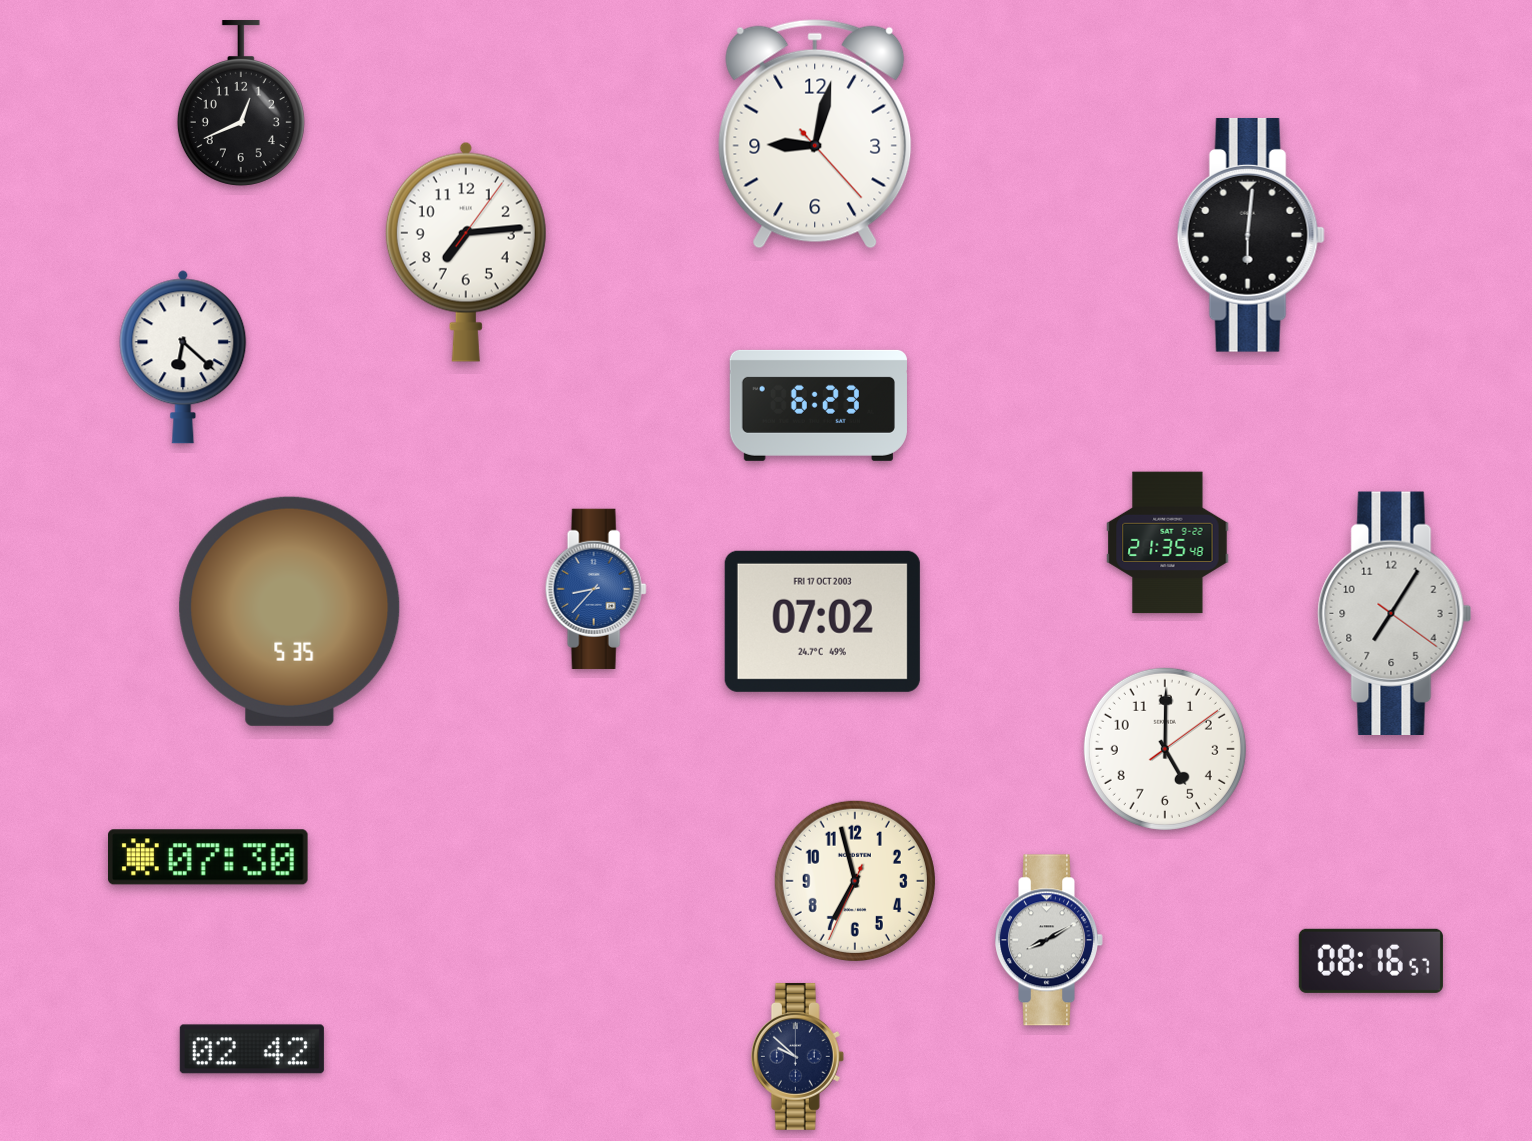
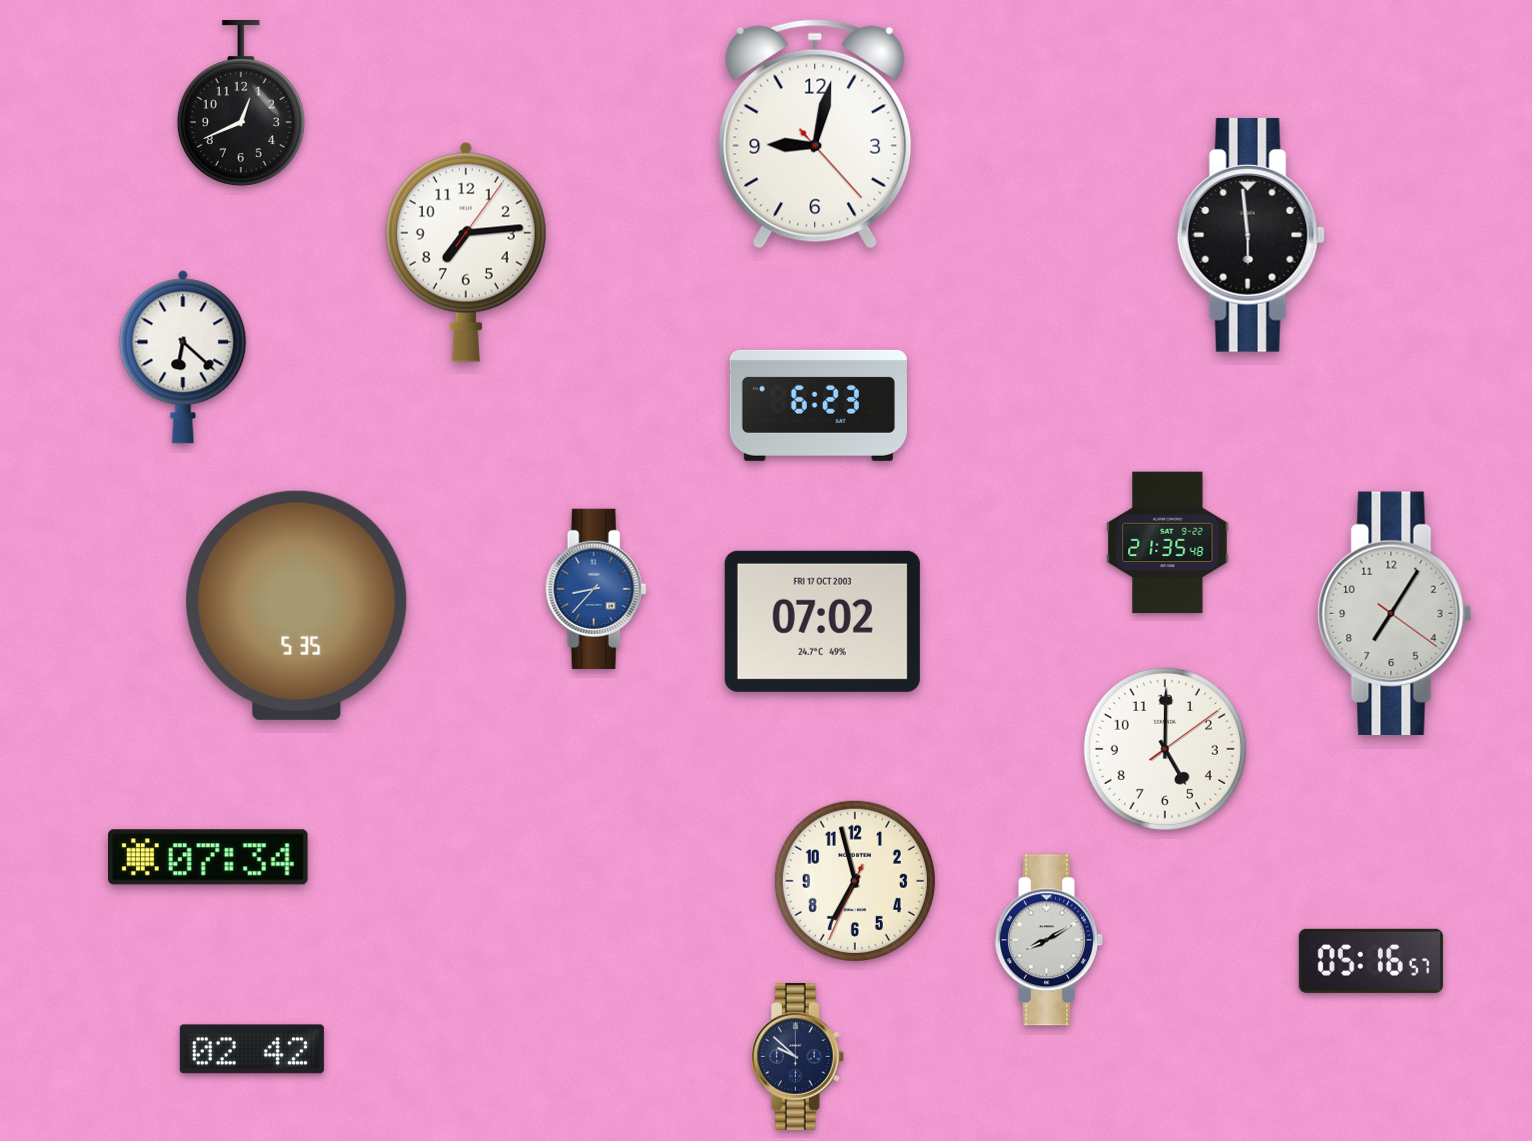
clock at (1251, 235): 6:01 -> 5:59
clock at (290, 611) position: (290, 611) -> (297, 605)
clock at (209, 857): 07:30 -> 07:34
clock at (1371, 961): 08:16 -> 05:16
